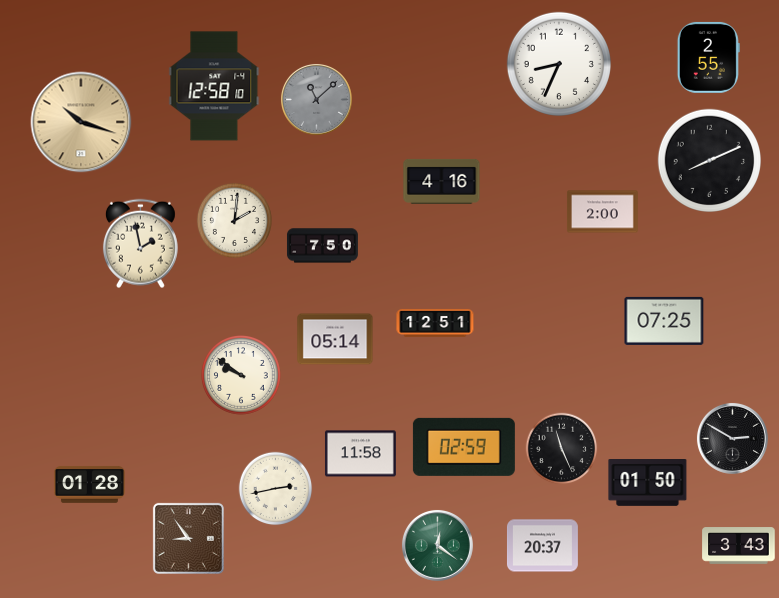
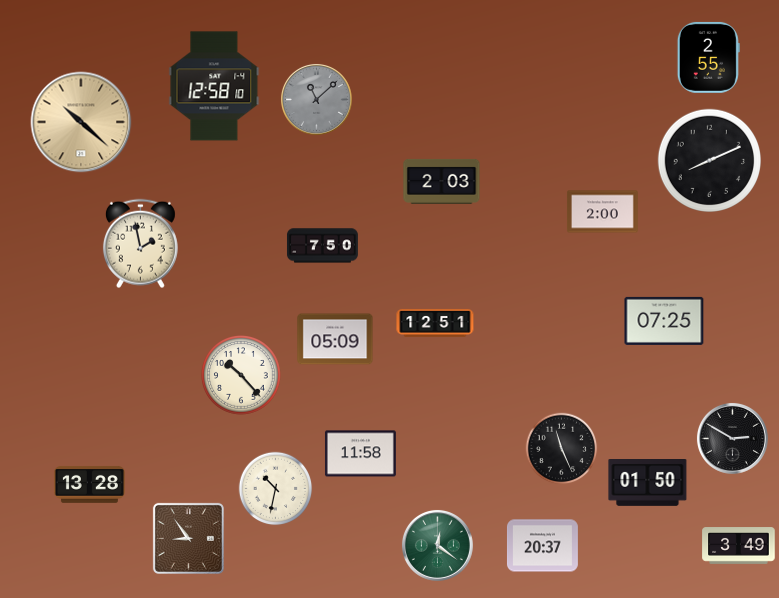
clock at (559, 64): 8:34 -> none
clock at (81, 122): 10:18 -> 10:22
clock at (442, 181): 4:16 -> 2:03
clock at (234, 220): 2:01 -> none
clock at (335, 339): 05:14 -> 05:09
clock at (242, 376): 9:51 -> 10:23
clock at (464, 447): 02:59 -> none
clock at (89, 484): 01:28 -> 13:28
clock at (276, 489): 2:43 -> 10:32
clock at (739, 546): 3:43 -> 3:49
